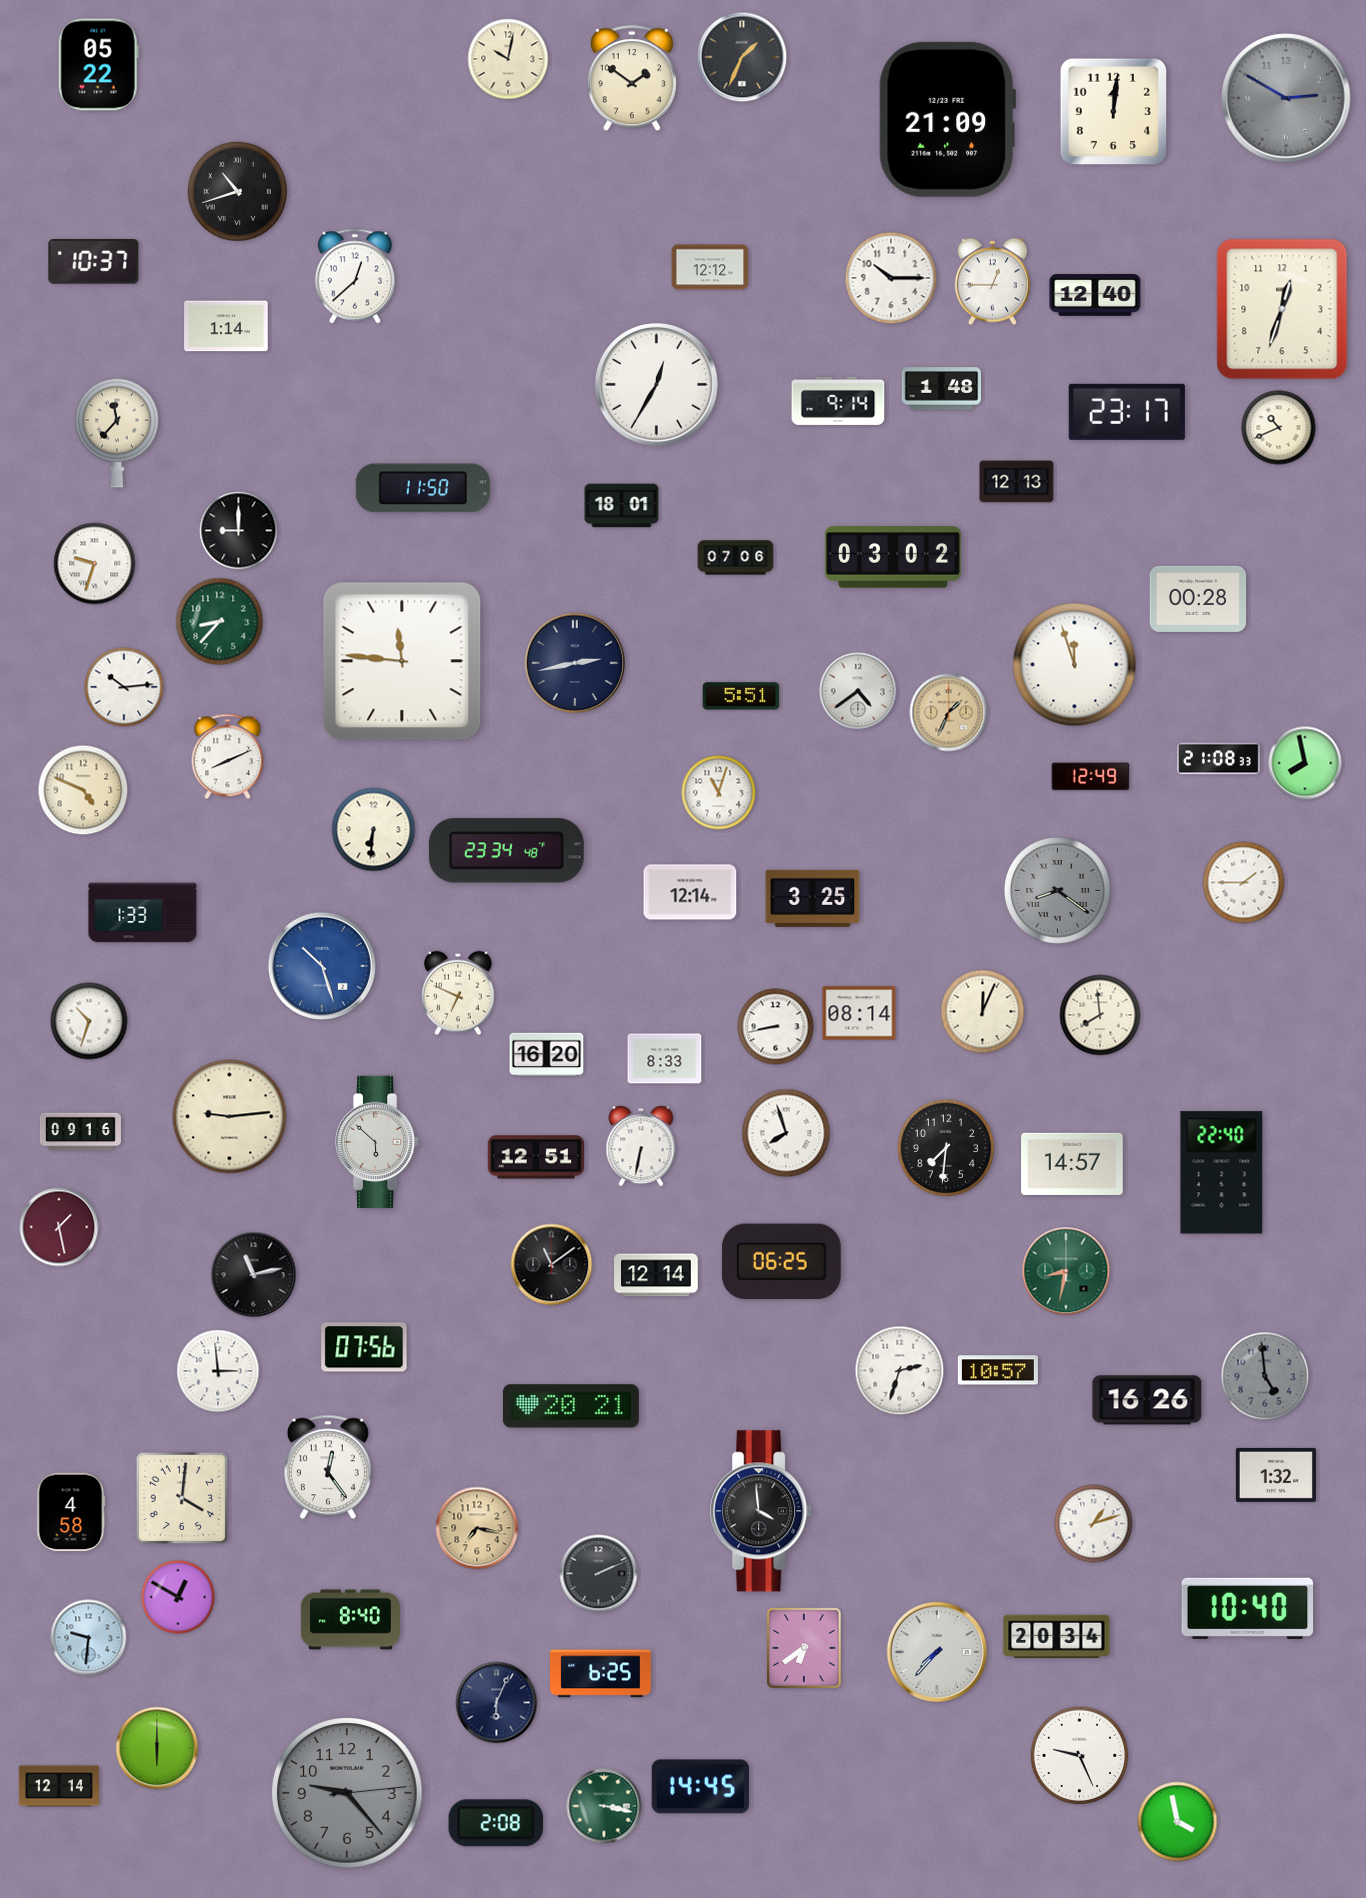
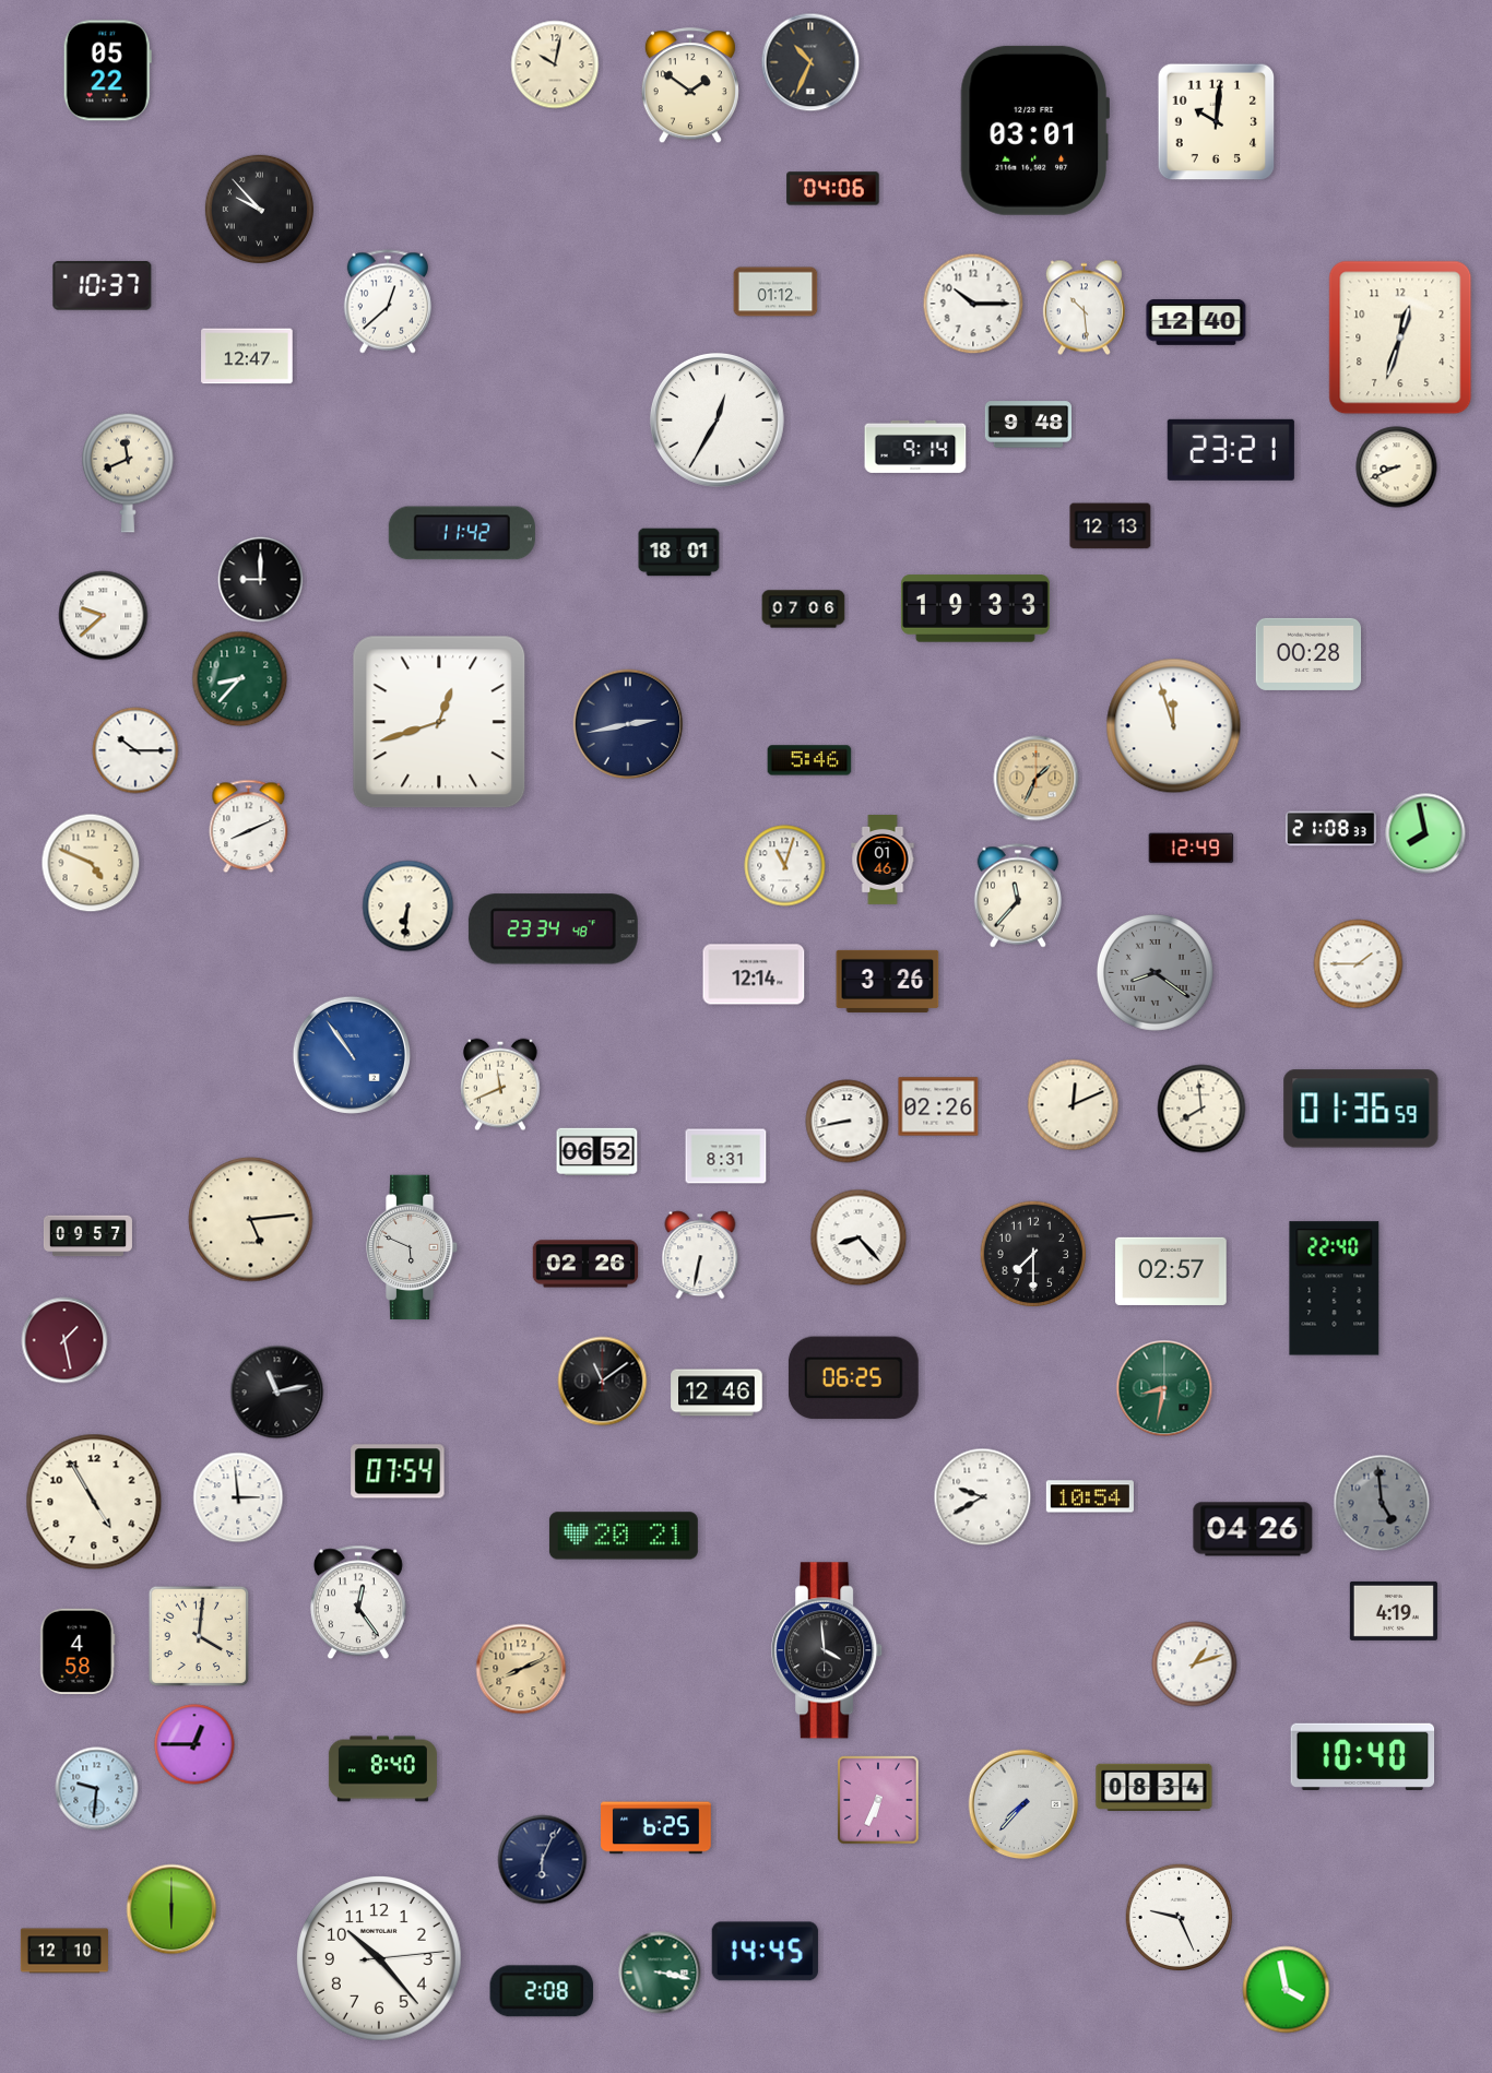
clock at (742, 57): 1:34 -> 10:34
clock at (1286, 98): 2:50 -> none
clock at (1114, 112): 12:01 -> 10:01
clock at (947, 119): 21:09 -> 03:01
clock at (833, 189): none -> 04:06
clock at (237, 191): 10:42 -> 9:53
clock at (710, 267): 12:12 -> 01:12
clock at (992, 282): 12:45 -> 10:29
clock at (226, 326): 1:14 -> 12:47
clock at (941, 389): 1:48 -> 9:48
clock at (838, 401) position: (838, 401) -> (915, 447)
clock at (1127, 412): 23:17 -> 23:21
clock at (1279, 428): 10:41 -> 8:41
clock at (118, 433): 11:37 -> 11:41
clock at (423, 488): 11:50 -> 11:42
clock at (893, 557): 03:02 -> 19:33
clock at (95, 564): 9:33 -> 9:38
clock at (402, 661): 11:46 -> 12:42
clock at (124, 687): 10:14 -> 10:15
clock at (858, 691): 4:39 -> none
clock at (741, 696): 5:51 -> 5:46
clock at (883, 861): none -> 01:46
clock at (1017, 896): none -> 11:37
clock at (813, 898): 3:25 -> 3:26
clock at (143, 913): 1:33 -> none
clock at (322, 966): 10:27 -> 10:54
clock at (458, 993): 6:49 -> 11:41
clock at (983, 1012): 12:04 -> 12:11
clock at (859, 1013): 08:14 -> 02:26
clock at (1361, 1109): none -> 01:36
clock at (89, 1021): 10:33 -> none
clock at (547, 1055): 16:20 -> 06:52
clock at (665, 1059): 8:33 -> 8:31
clock at (230, 1117): 9:14 -> 5:14
clock at (80, 1132): 09:16 -> 09:57
clock at (786, 1133): 7:57 -> 8:23
clock at (377, 1142): 5:52 -> 5:49
clock at (641, 1146) position: (641, 1146) -> (700, 1255)
clock at (946, 1148): 7:31 -> 7:30
clock at (536, 1157): 12:51 -> 02:26
clock at (1072, 1164): 14:57 -> 02:57
clock at (1222, 1173) position: (1222, 1173) -> (1335, 1289)
clock at (656, 1275): 12:14 -> 12:46
clock at (364, 1347): 07:56 -> 07:54
clock at (998, 1370): 10:57 -> 10:54
clock at (900, 1371): 2:33 -> 9:40
clock at (94, 1502): none -> 4:55
clock at (1147, 1400): 16:26 -> 04:26
clock at (1276, 1475): 1:32 -> 4:19
clock at (762, 1511) position: (762, 1511) -> (828, 1650)
clock at (477, 1528): 7:17 -> 8:11
clock at (599, 1574): 2:11 -> none
clock at (178, 1597): 12:50 -> 12:45
clock at (1057, 1637): 20:34 -> 08:34
clock at (804, 1648): 6:39 -> 6:34
clock at (59, 1786): 12:14 -> 12:10
clock at (348, 1794): 9:23 -> 10:23
clock at (348, 1794) dial: grey -> white
